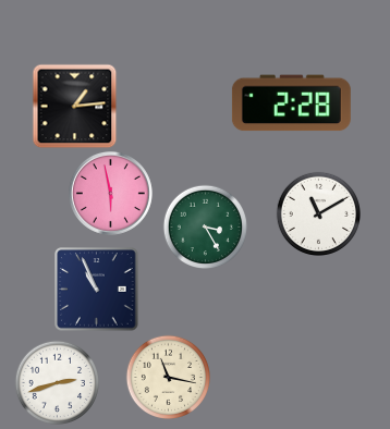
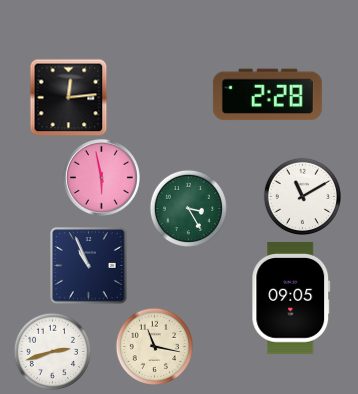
clock at (74, 106): 1:14 -> 12:14
clock at (318, 213) position: (318, 213) -> (302, 196)
clock at (291, 299): none -> 09:05
